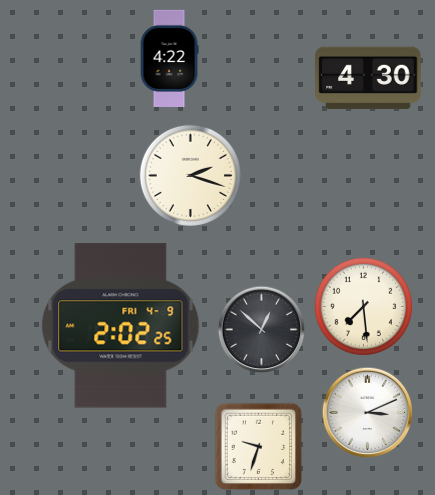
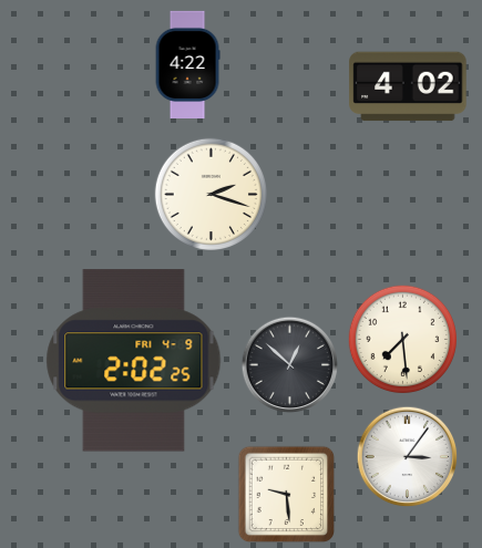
clock at (368, 78): 4:30 -> 4:02
clock at (368, 413): 3:11 -> 3:06
clock at (259, 447): 9:33 -> 9:29
